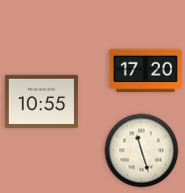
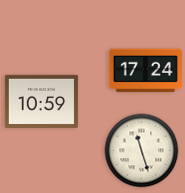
clock at (145, 71): 17:20 -> 17:24
clock at (41, 101): 10:55 -> 10:59
